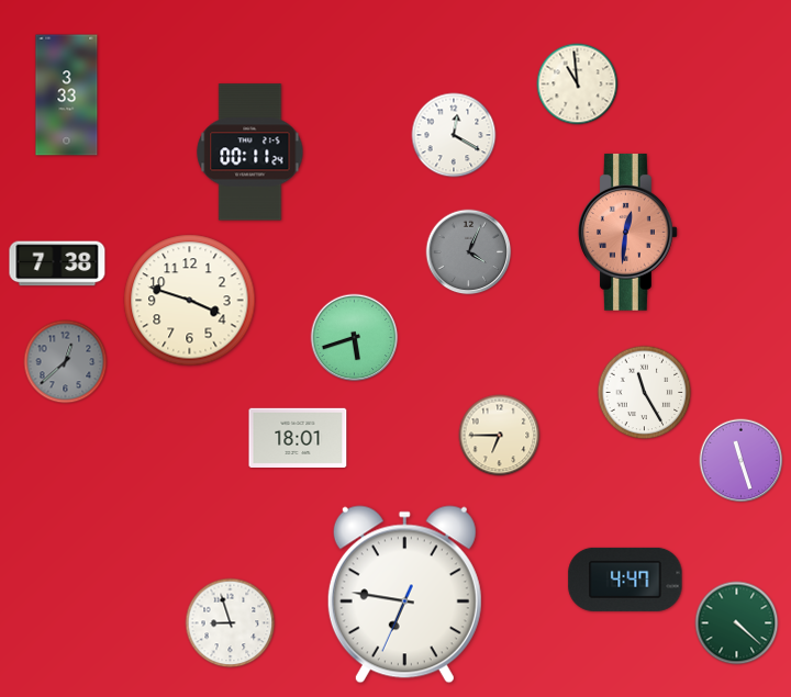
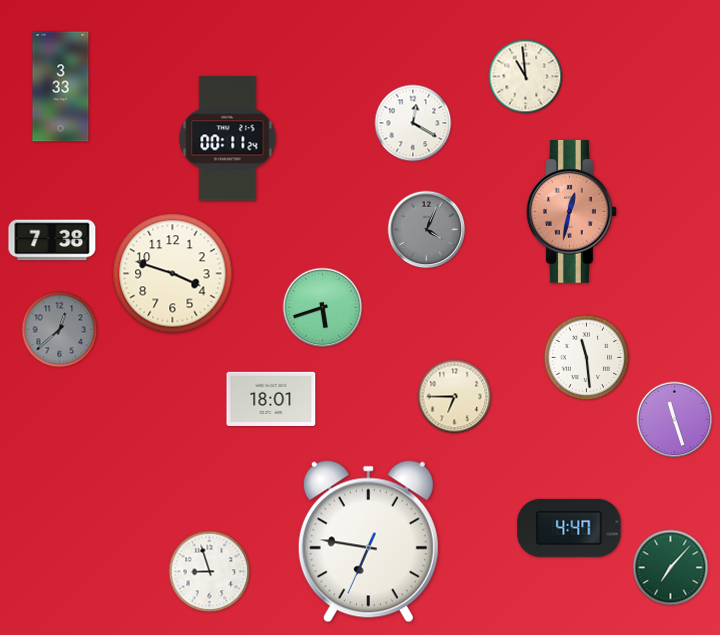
clock at (628, 232): 12:31 -> 12:32
clock at (645, 393): 11:25 -> 11:29
clock at (231, 623) position: (231, 623) -> (210, 572)
clock at (737, 623): 4:22 -> 7:07
